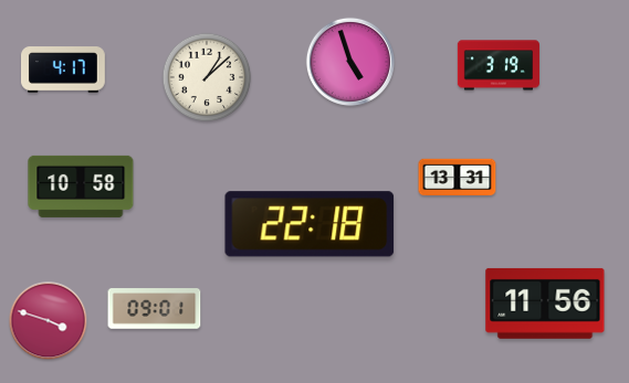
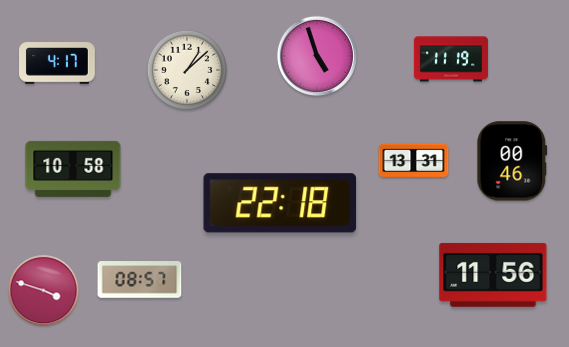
clock at (499, 65): 3:19 -> 11:19
clock at (512, 161): none -> 00:46
clock at (155, 309): 09:01 -> 08:57
